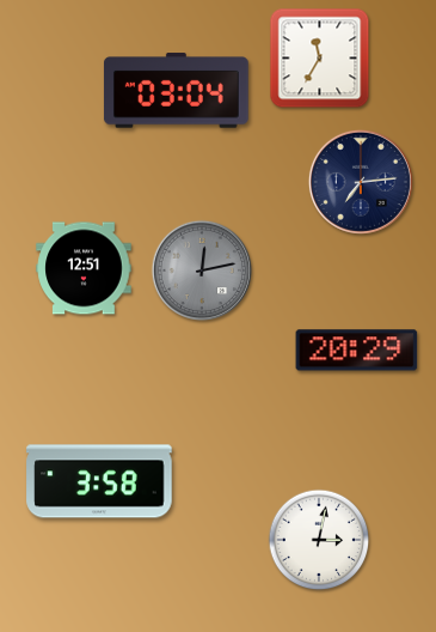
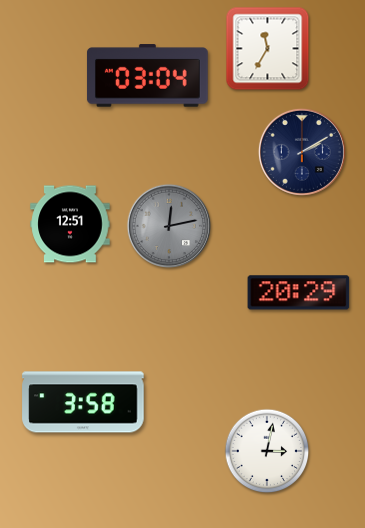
clock at (361, 182): 7:14 -> 2:10
